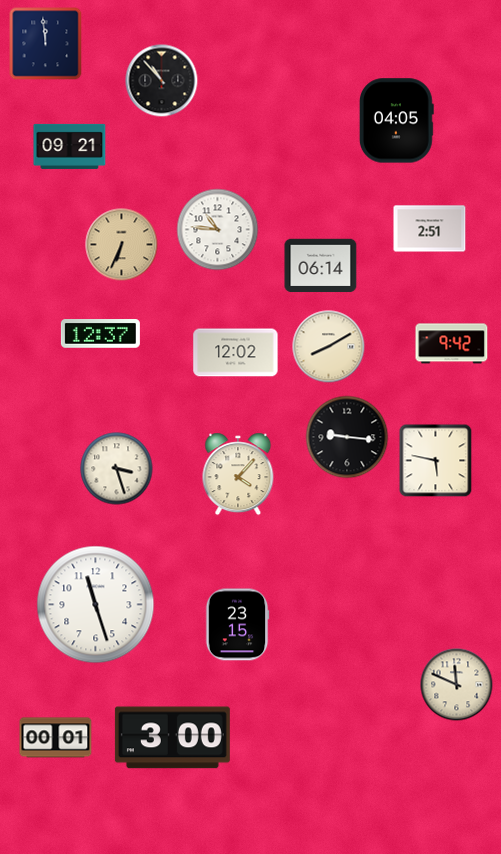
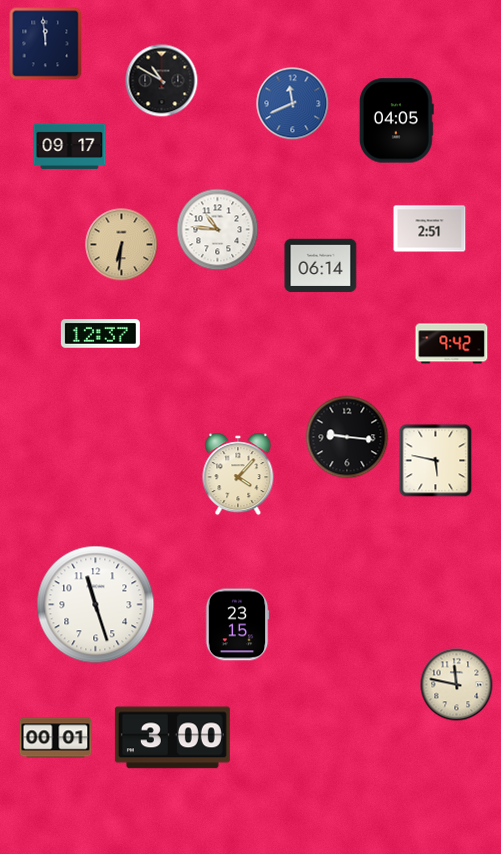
clock at (162, 81): 10:53 -> 10:50
clock at (293, 104): none -> 11:41
clock at (70, 146): 09:21 -> 09:17
clock at (122, 245): 6:34 -> 6:31
clock at (329, 347): 8:10 -> none
clock at (236, 353): 12:02 -> none
clock at (117, 469): 3:27 -> none
clock at (457, 685): 11:49 -> 11:47
